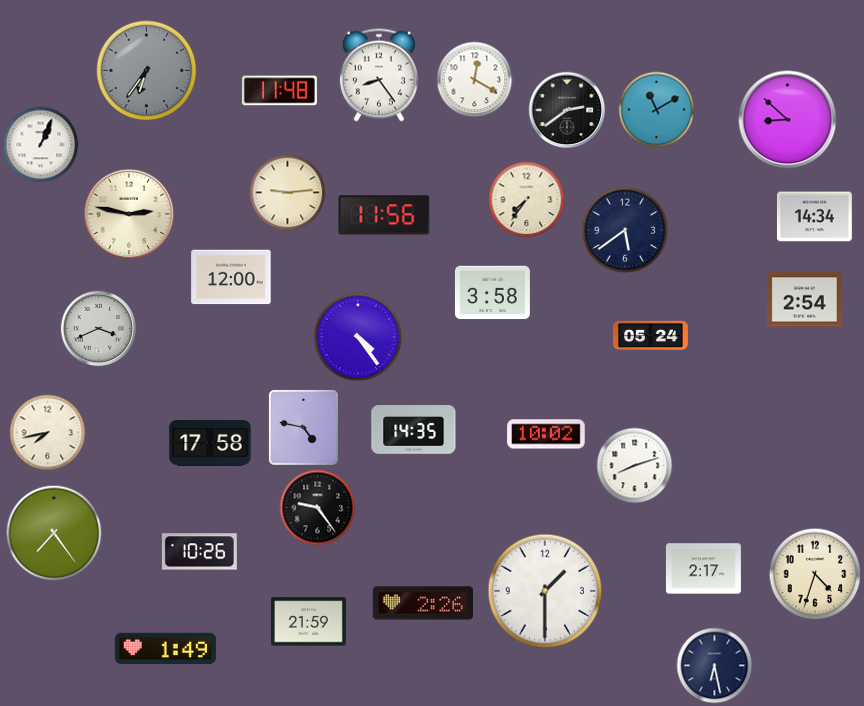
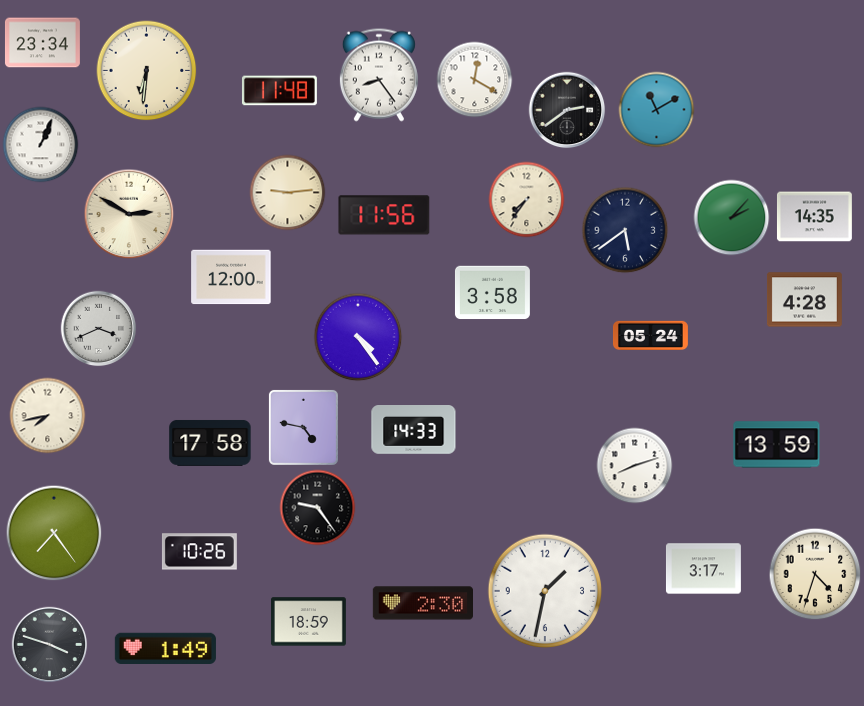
clock at (42, 43): none -> 23:34
clock at (147, 71): 6:36 -> 6:31
clock at (147, 71) dial: grey -> cream
clock at (788, 120): 8:52 -> none
clock at (129, 214): 2:47 -> 2:50
clock at (814, 217): 14:34 -> 14:35
clock at (732, 218): none -> 2:07
clock at (804, 300): 2:54 -> 4:28
clock at (414, 430): 14:35 -> 14:33
clock at (48, 433) position: (48, 433) -> (48, 416)
clock at (546, 434): 10:02 -> none
clock at (777, 445): none -> 13:59
clock at (703, 569): 2:17 -> 3:17
clock at (545, 591): 1:30 -> 1:32
clock at (422, 603): 2:26 -> 2:30
clock at (308, 622): 21:59 -> 18:59
clock at (50, 645): none -> 3:48
clock at (715, 666): 6:28 -> none
